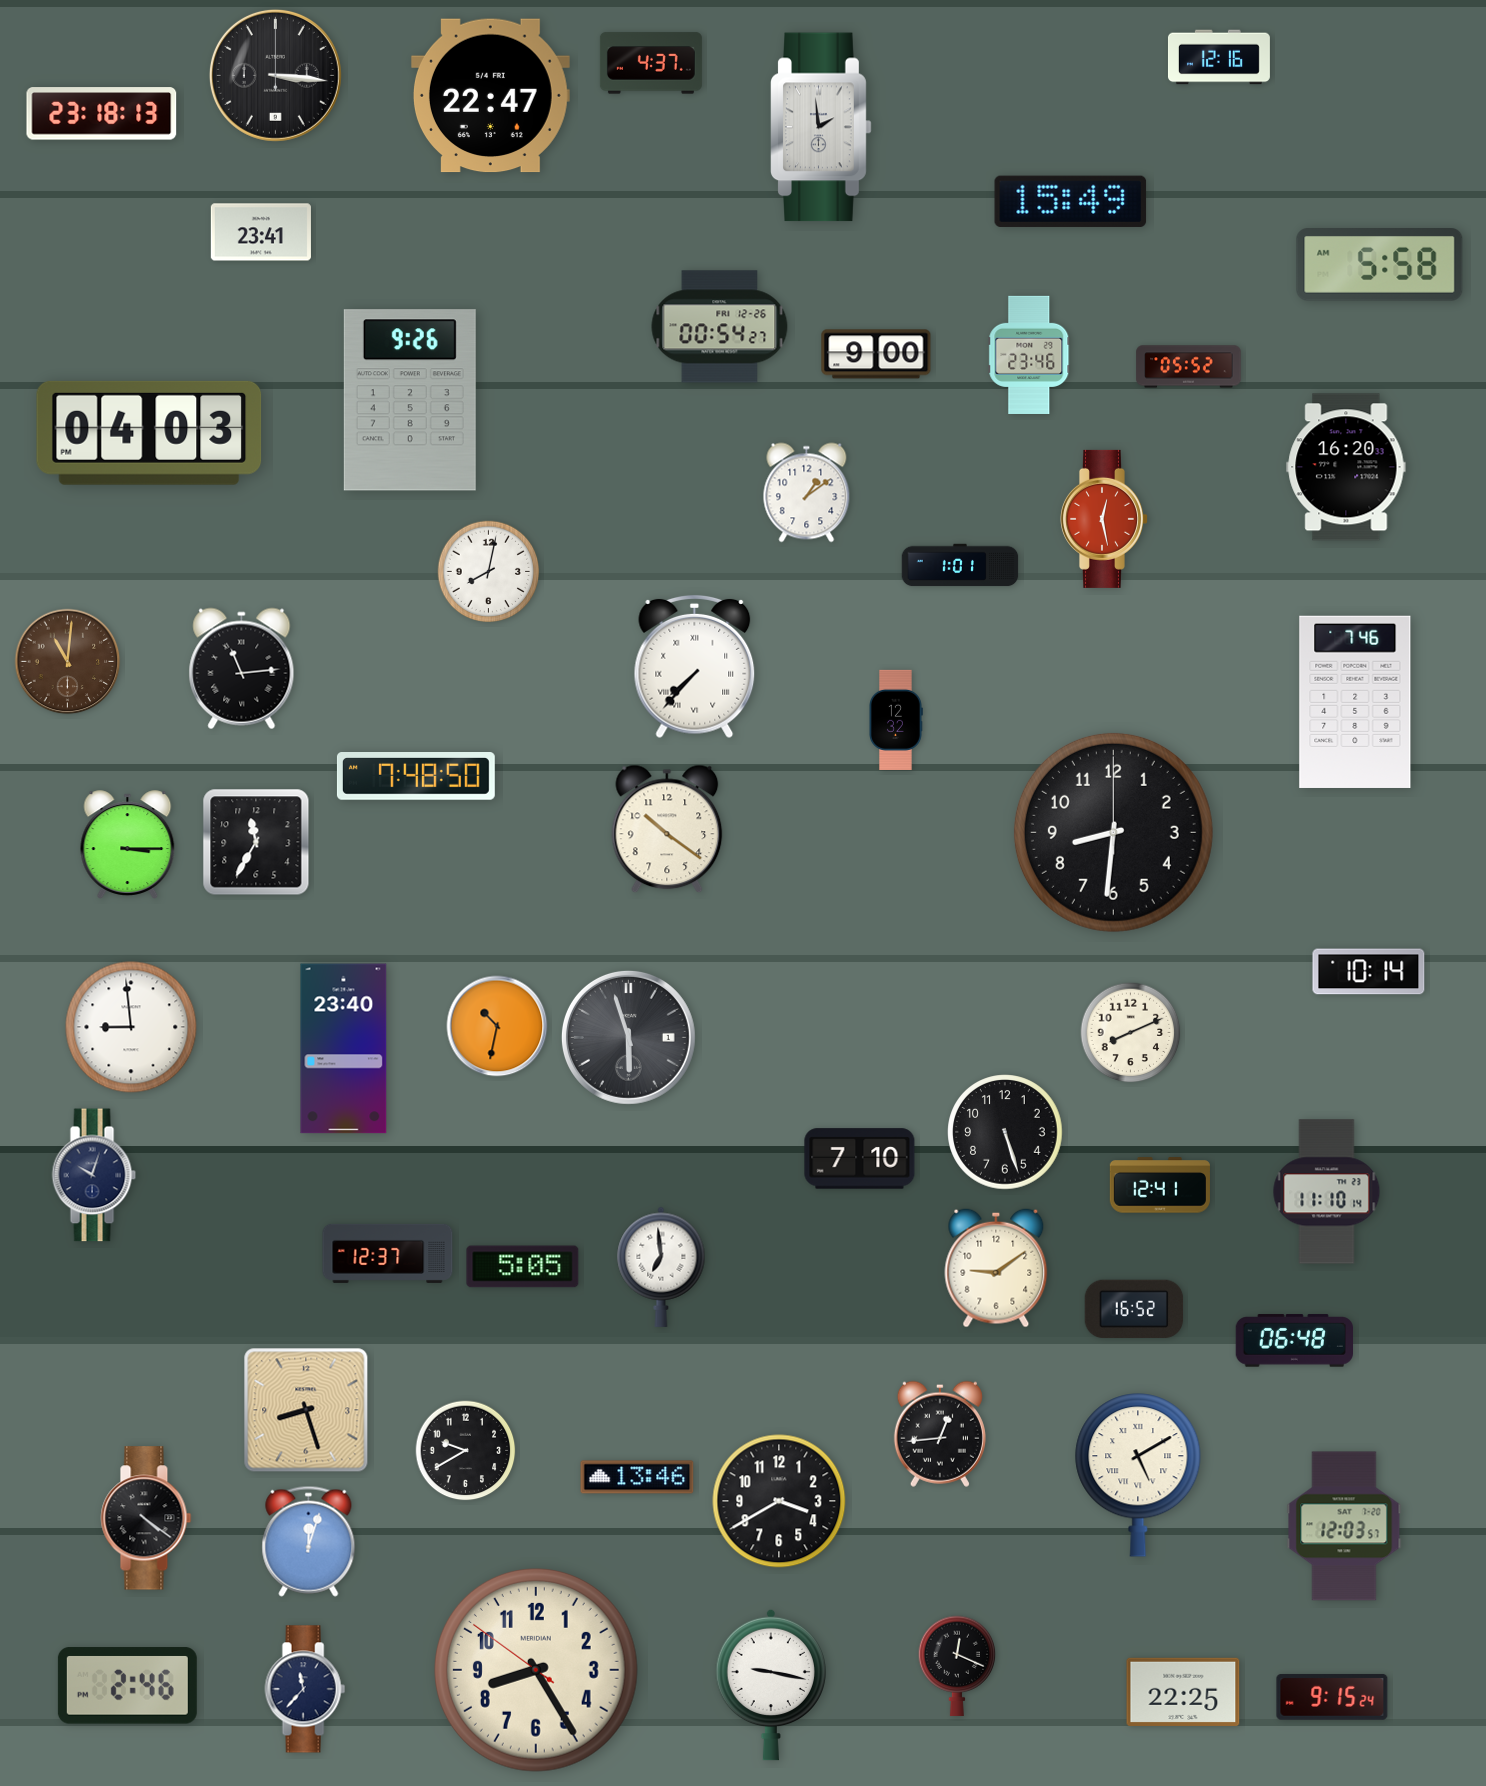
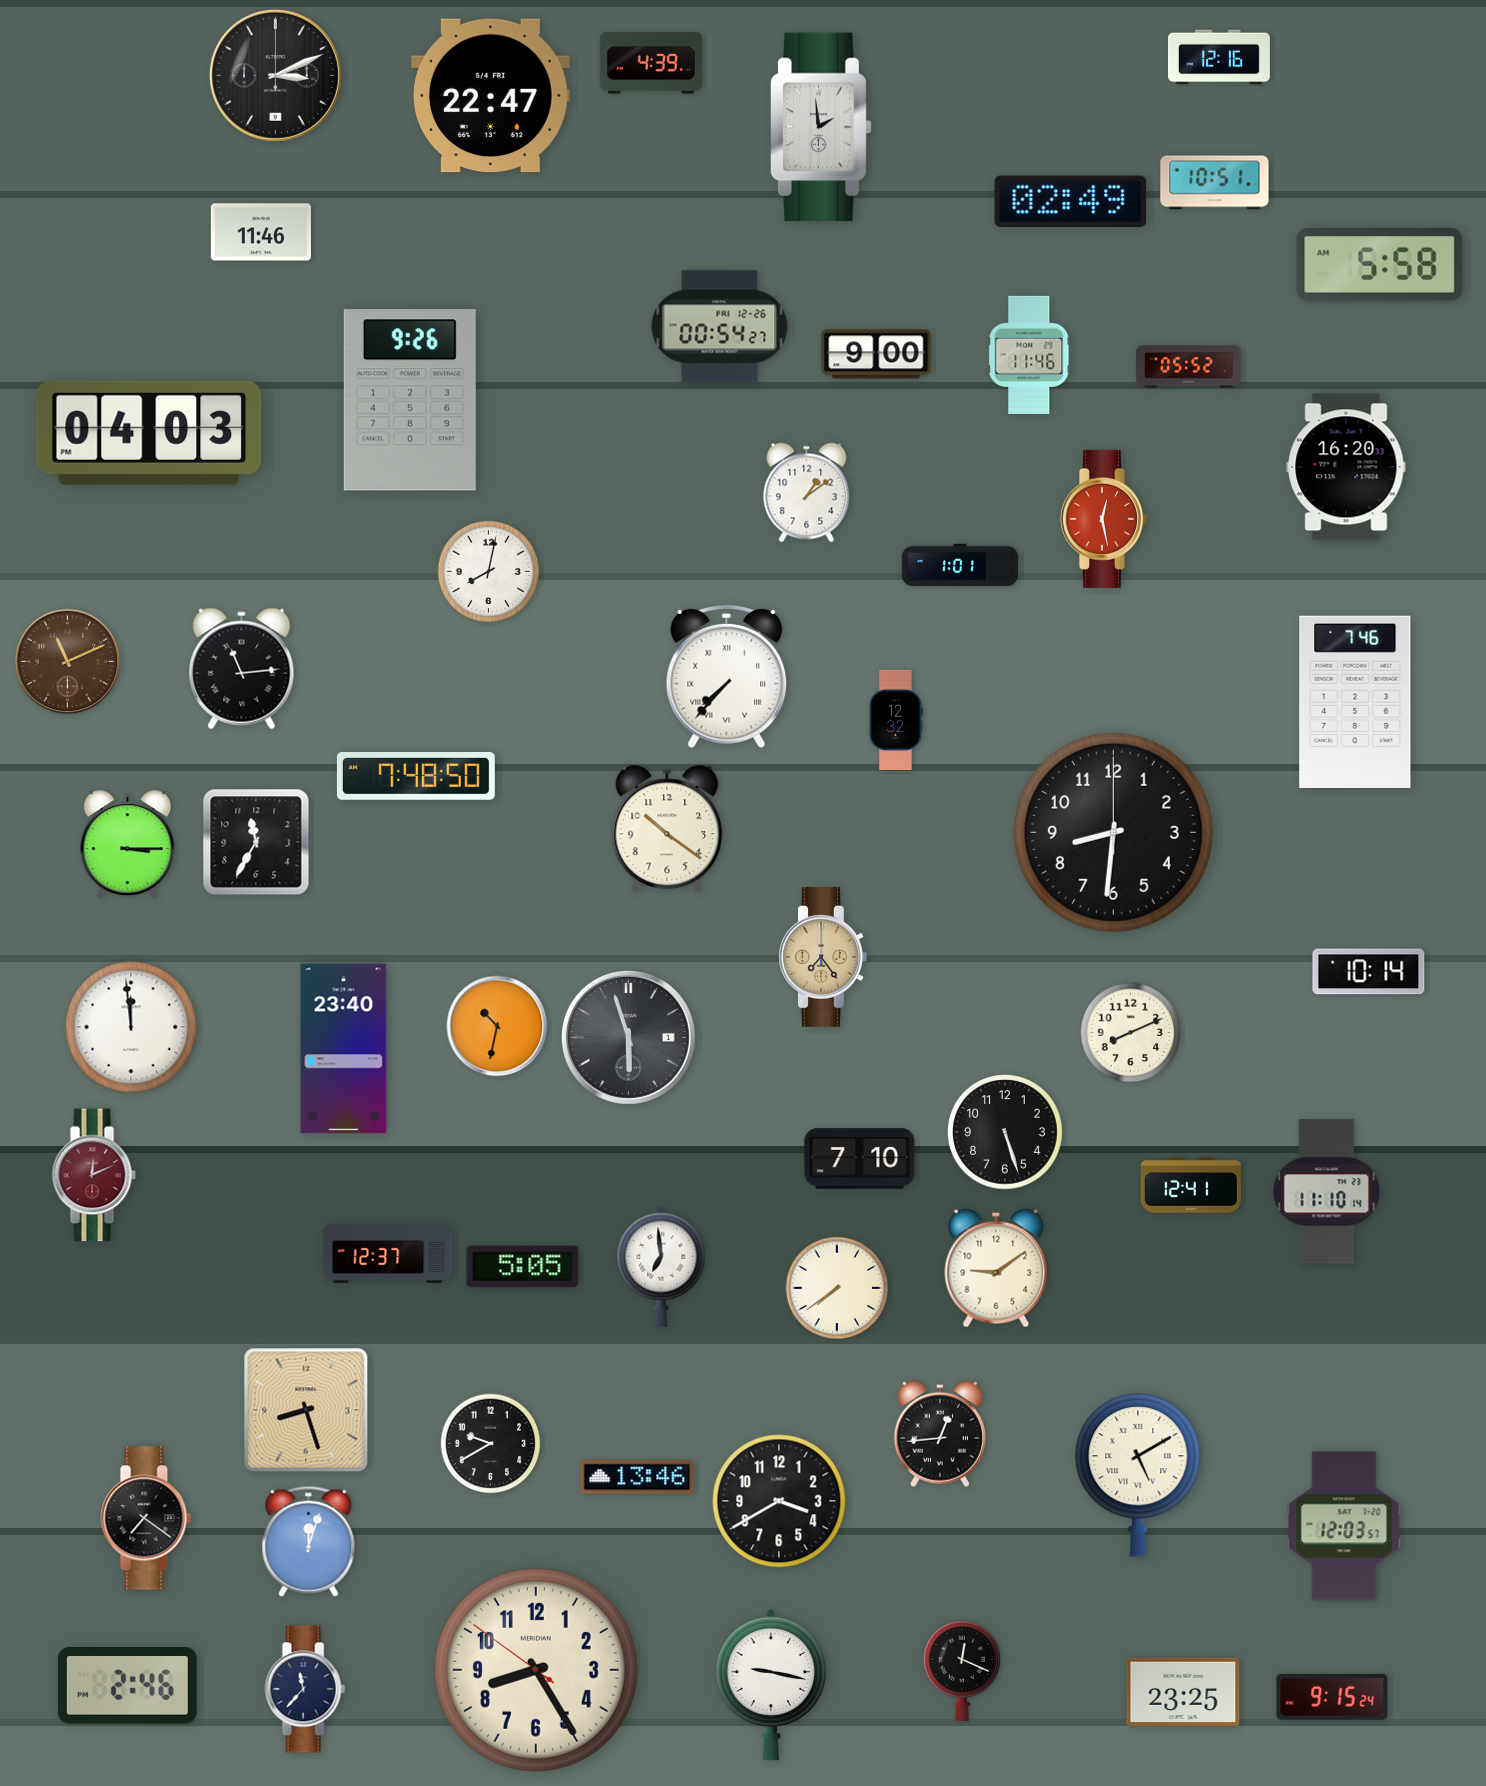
clock at (651, 63): 4:37 -> 4:39
clock at (275, 75): 3:16 -> 3:11
clock at (102, 114): 23:18 -> none
clock at (1215, 183): none -> 10:51
clock at (1071, 201): 15:49 -> 02:49
clock at (261, 232): 23:41 -> 11:46
clock at (1029, 355): 23:46 -> 11:46
clock at (68, 662): 11:01 -> 11:11
clock at (695, 667) position: (695, 667) -> (727, 677)
clock at (823, 957): none -> 7:24
clock at (131, 1027): 8:59 -> 11:59
clock at (94, 1175): 10:03 -> 12:11
clock at (94, 1175) dial: navy -> burgundy
clock at (1160, 1185) position: (1160, 1185) -> (1191, 1185)
clock at (837, 1288): none -> 7:39
clock at (1134, 1309): 16:52 -> none
clock at (1294, 1341): 06:48 -> none
clock at (466, 1451) position: (466, 1451) -> (491, 1444)
clock at (146, 1518): 4:21 -> 7:21
clock at (957, 1666) position: (957, 1666) -> (962, 1671)
clock at (1183, 1692): 22:25 -> 23:25
